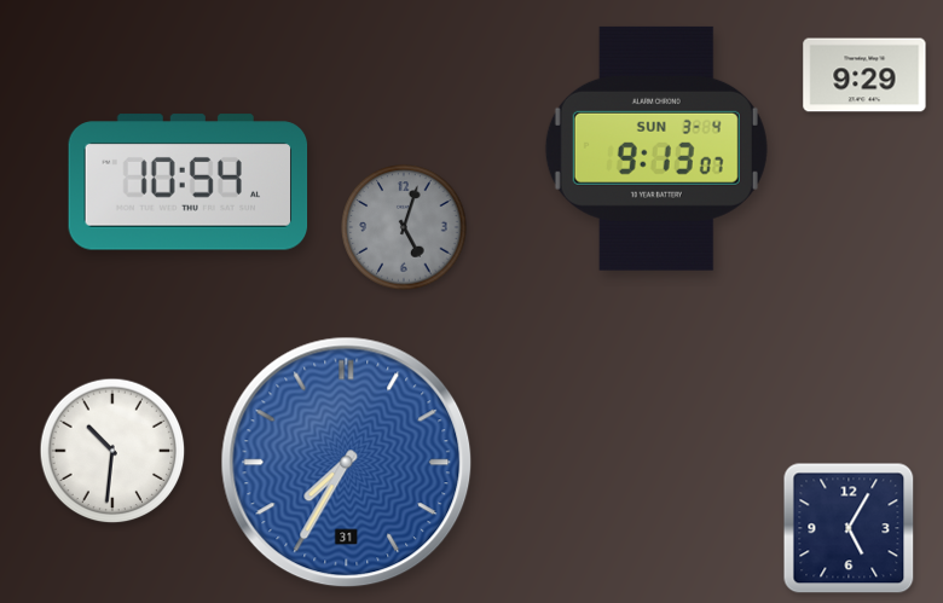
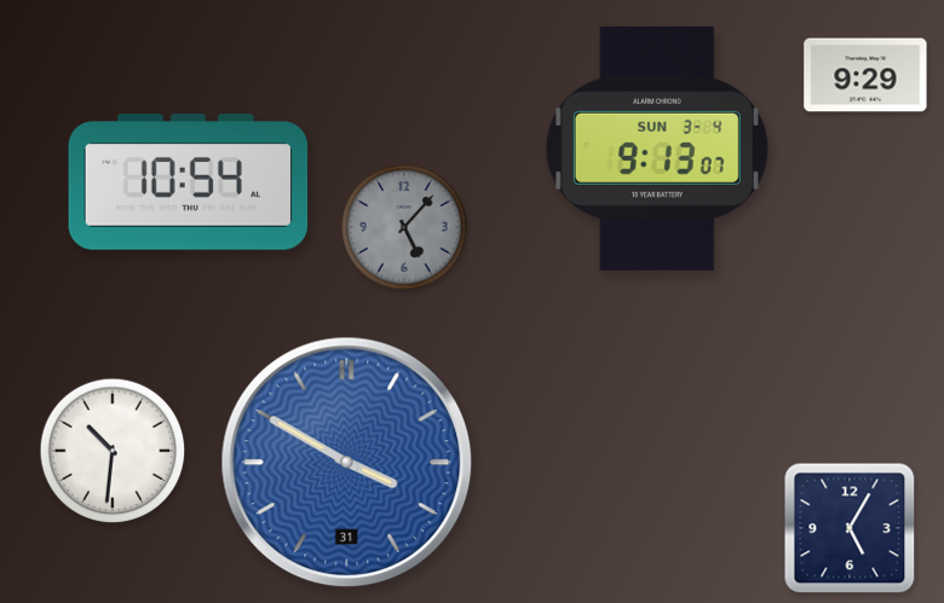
clock at (404, 227): 5:03 -> 5:07
clock at (347, 463): 7:35 -> 3:50
